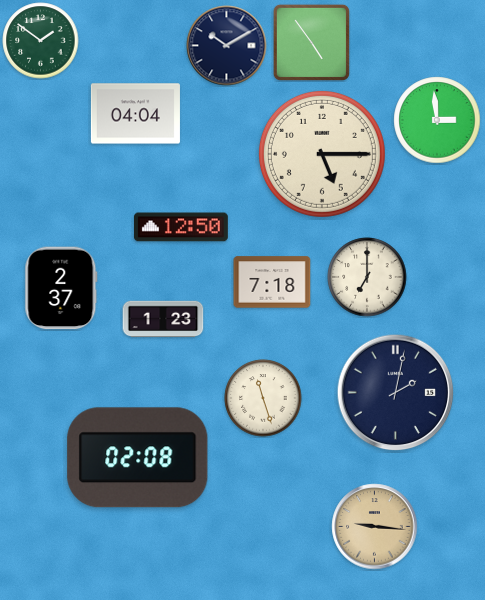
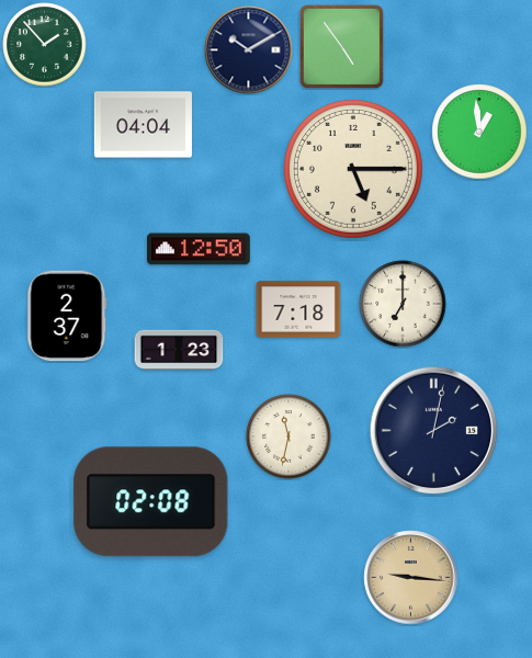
clock at (41, 41): 1:51 -> 1:53
clock at (135, 114) position: (135, 114) -> (143, 125)
clock at (437, 120): 2:59 -> 12:59
clock at (263, 398): 11:27 -> 11:32
